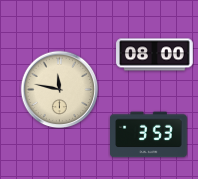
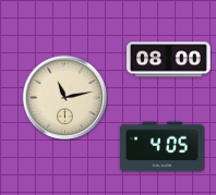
clock at (59, 89): 11:47 -> 11:13
clock at (149, 135): 3:53 -> 4:05
